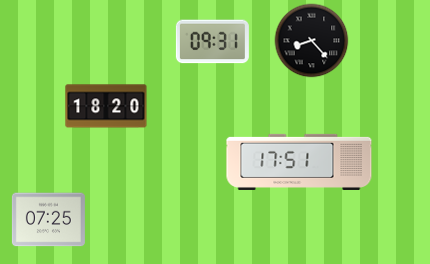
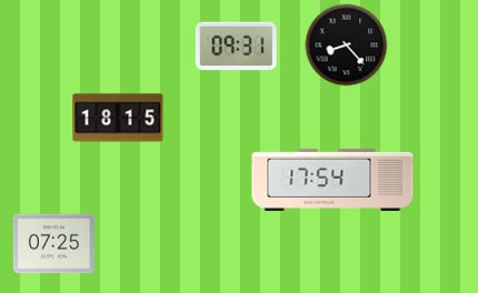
clock at (106, 106): 18:20 -> 18:15
clock at (299, 162): 17:51 -> 17:54
